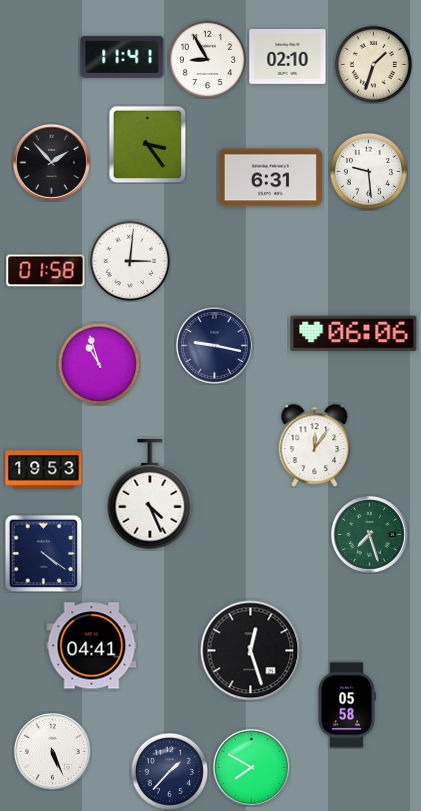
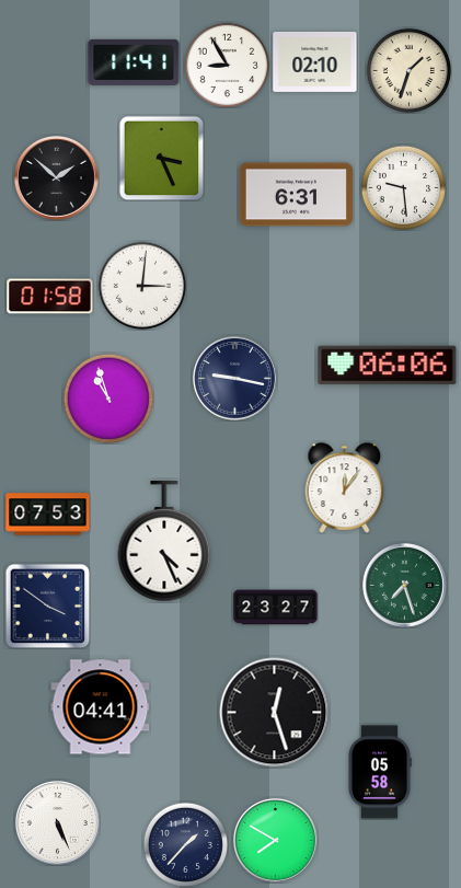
clock at (147, 144): 3:24 -> 3:26
clock at (52, 163): 1:53 -> 1:52
clock at (44, 470): 19:53 -> 07:53
clock at (43, 553): 4:21 -> 3:51
clock at (276, 608): none -> 23:27
